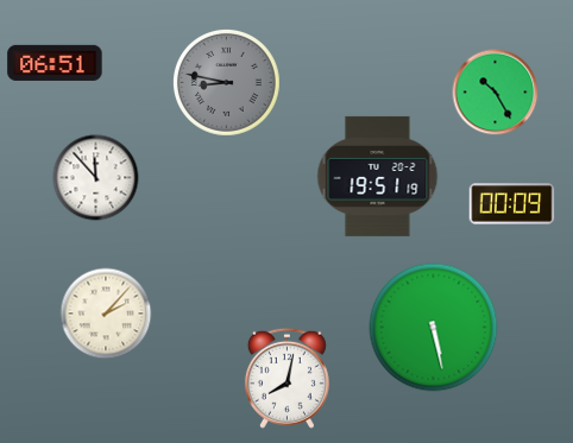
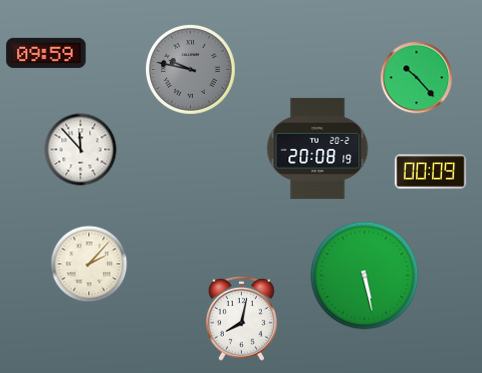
clock at (55, 63): 06:51 -> 09:59
clock at (226, 82): 8:47 -> 9:47
clock at (496, 93): 10:25 -> 10:23
clock at (378, 176): 19:51 -> 20:08
